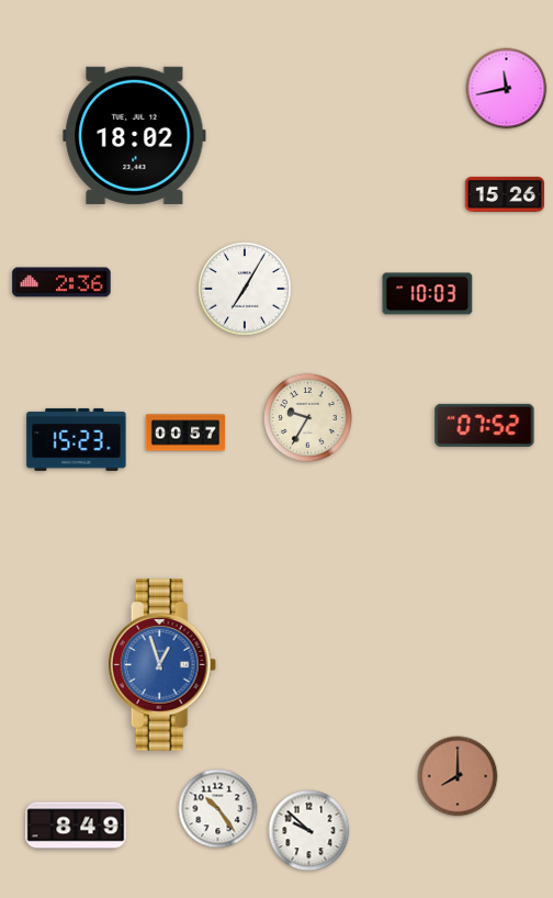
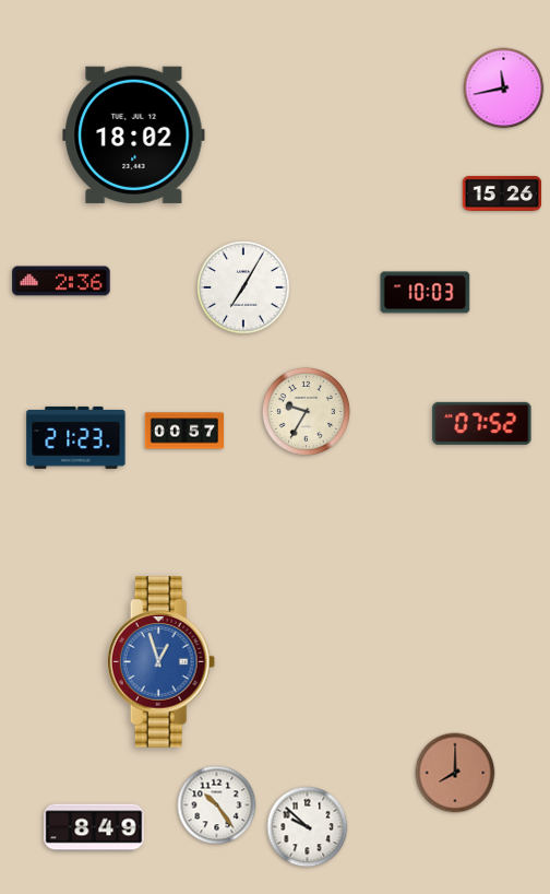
clock at (307, 417) position: (307, 417) -> (306, 411)
clock at (77, 439): 15:23 -> 21:23
clock at (76, 826) position: (76, 826) -> (94, 827)
